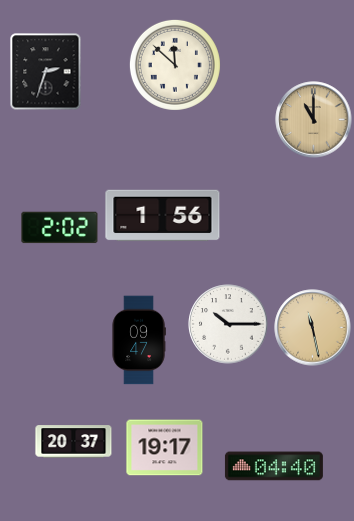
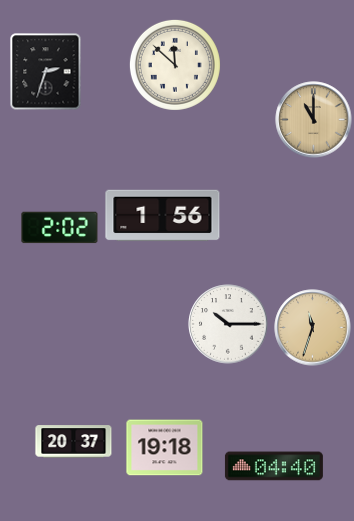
clock at (313, 328): 11:28 -> 11:33
clock at (139, 340): 09:47 -> none
clock at (165, 448): 19:17 -> 19:18
